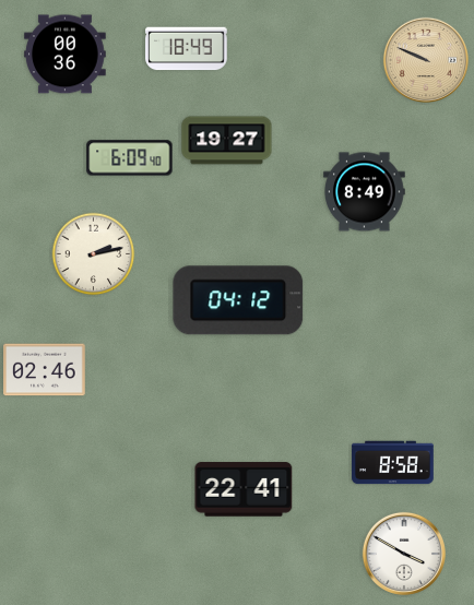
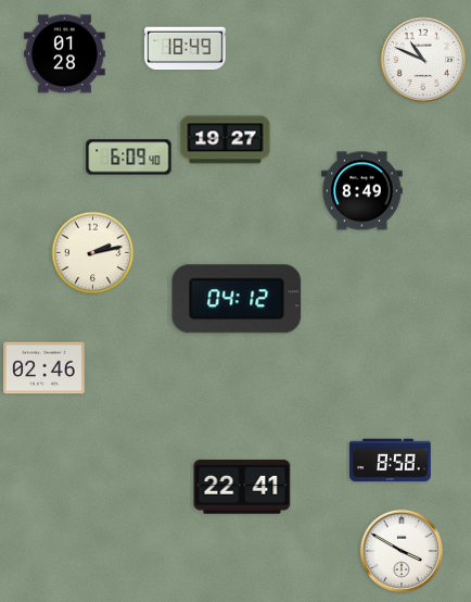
clock at (66, 55): 00:36 -> 01:28
clock at (426, 60): 9:49 -> 10:49
clock at (426, 60) dial: champagne -> white
